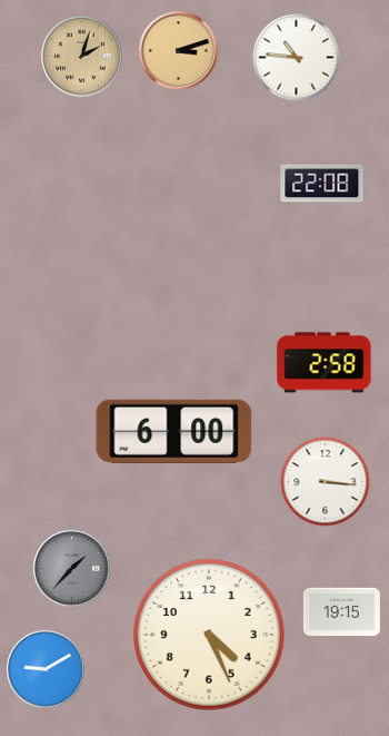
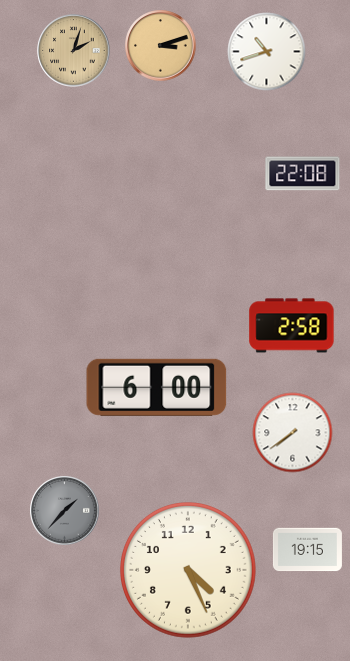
clock at (297, 58): 10:46 -> 10:42
clock at (322, 184) position: (322, 184) -> (303, 174)
clock at (326, 482): 3:16 -> 7:39
clock at (46, 669): 9:10 -> none
